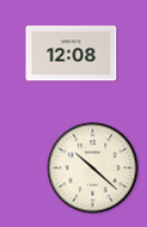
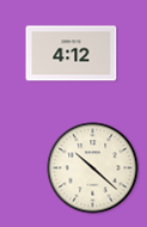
clock at (72, 54): 12:08 -> 4:12
